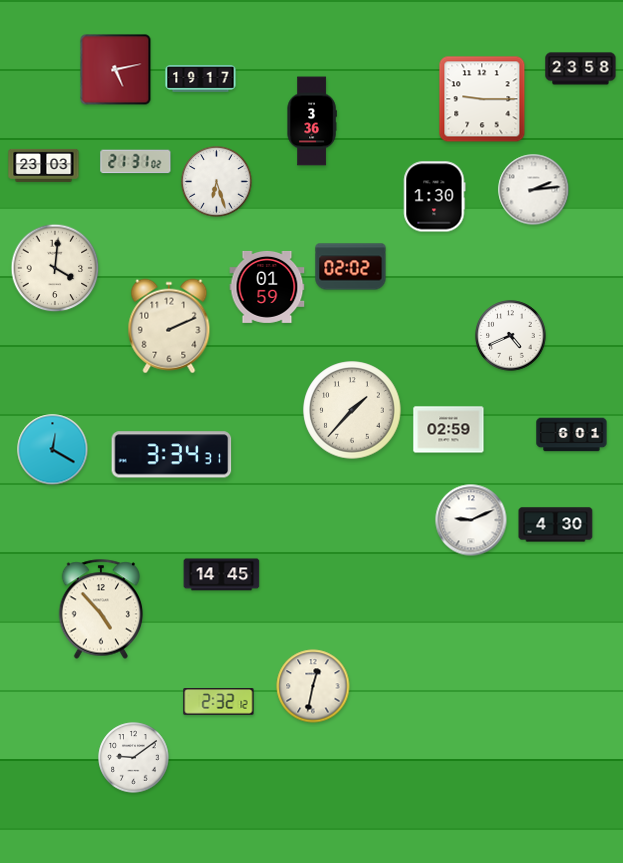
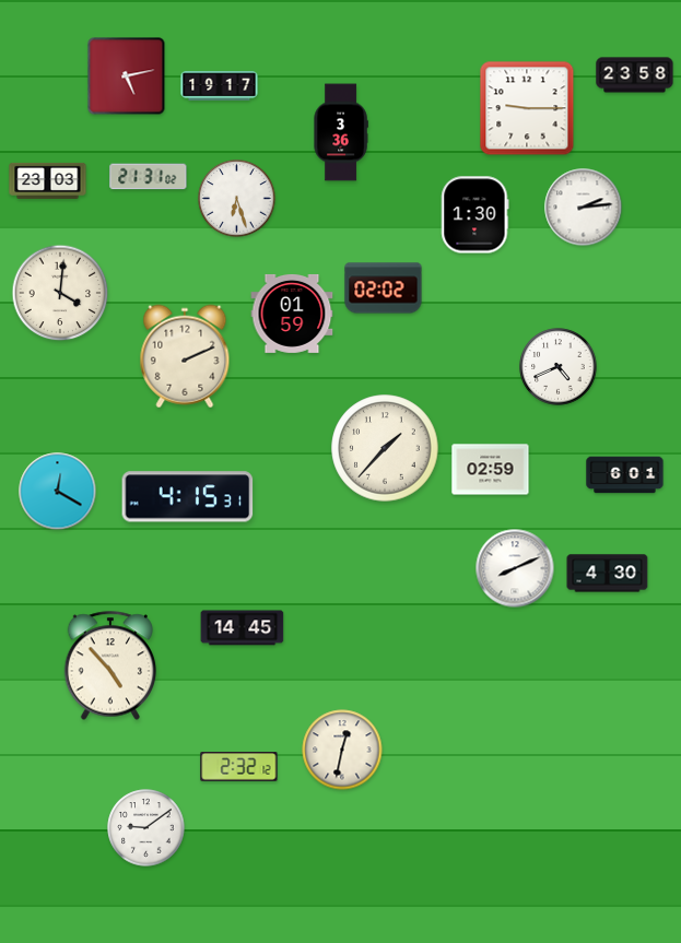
clock at (351, 267) position: (351, 267) -> (384, 288)
clock at (172, 455): 3:34 -> 4:15
clock at (471, 520): 9:11 -> 8:11
